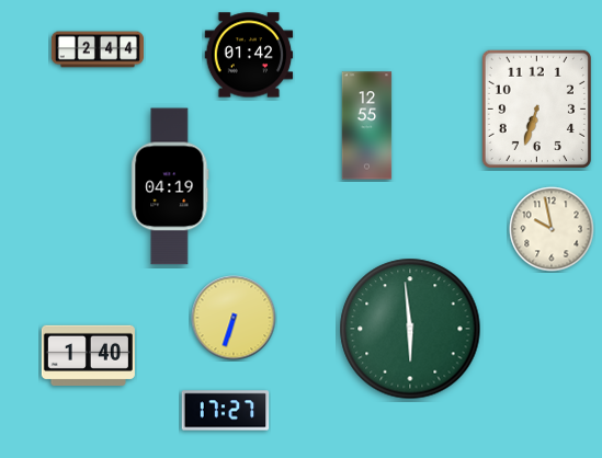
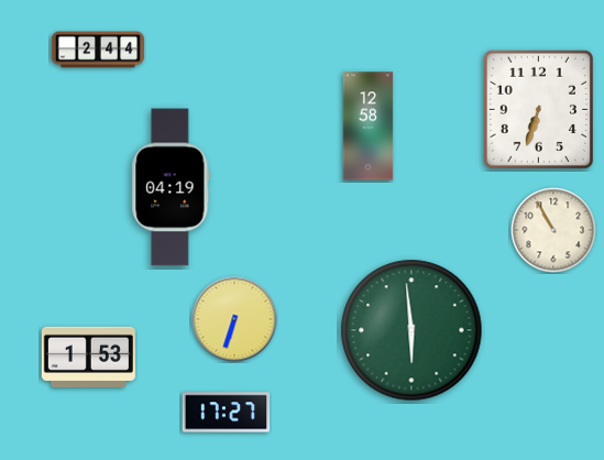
clock at (249, 55): 01:42 -> none
clock at (367, 126): 12:55 -> 12:58
clock at (552, 229): 9:58 -> 10:55
clock at (88, 355): 1:40 -> 1:53
